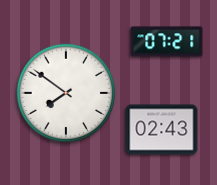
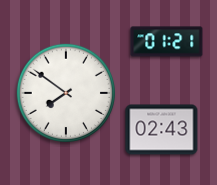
clock at (167, 42): 07:21 -> 01:21
